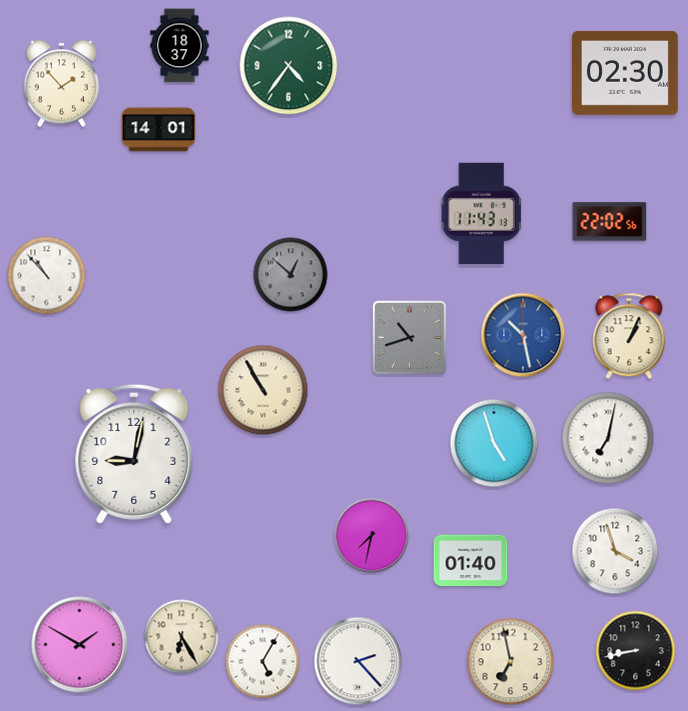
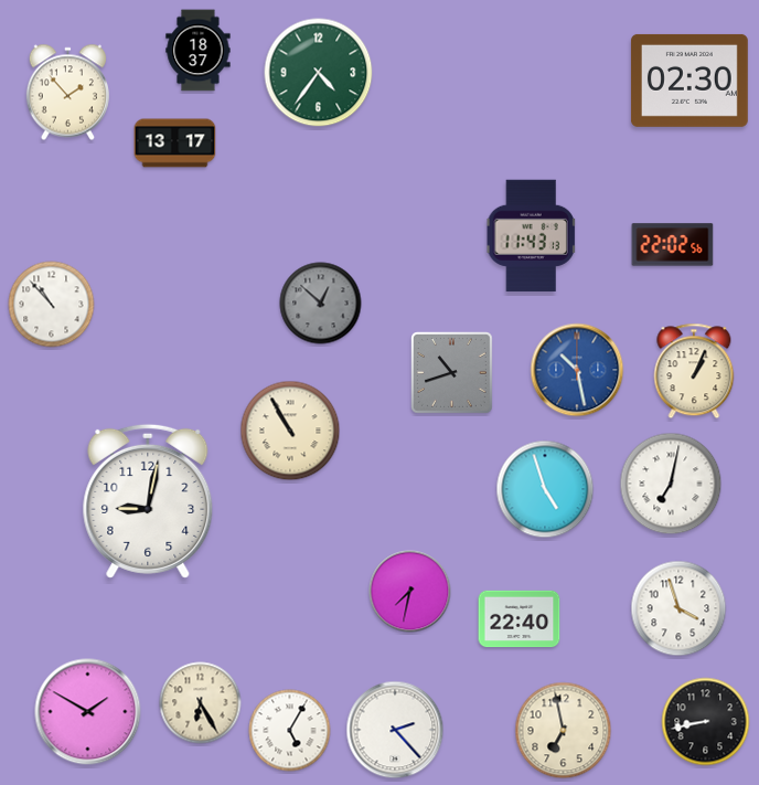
clock at (159, 130): 14:01 -> 13:17
clock at (471, 561): 01:40 -> 22:40
clock at (636, 651) position: (636, 651) -> (706, 722)
